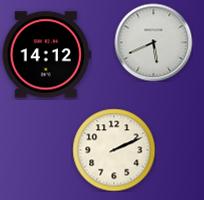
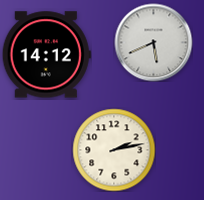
clock at (114, 150): 2:11 -> 2:13
